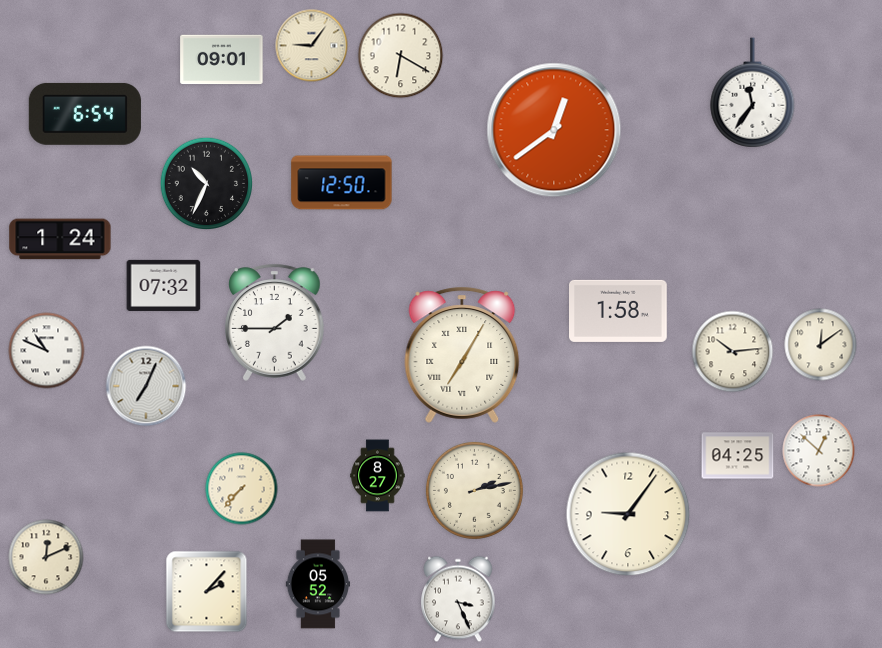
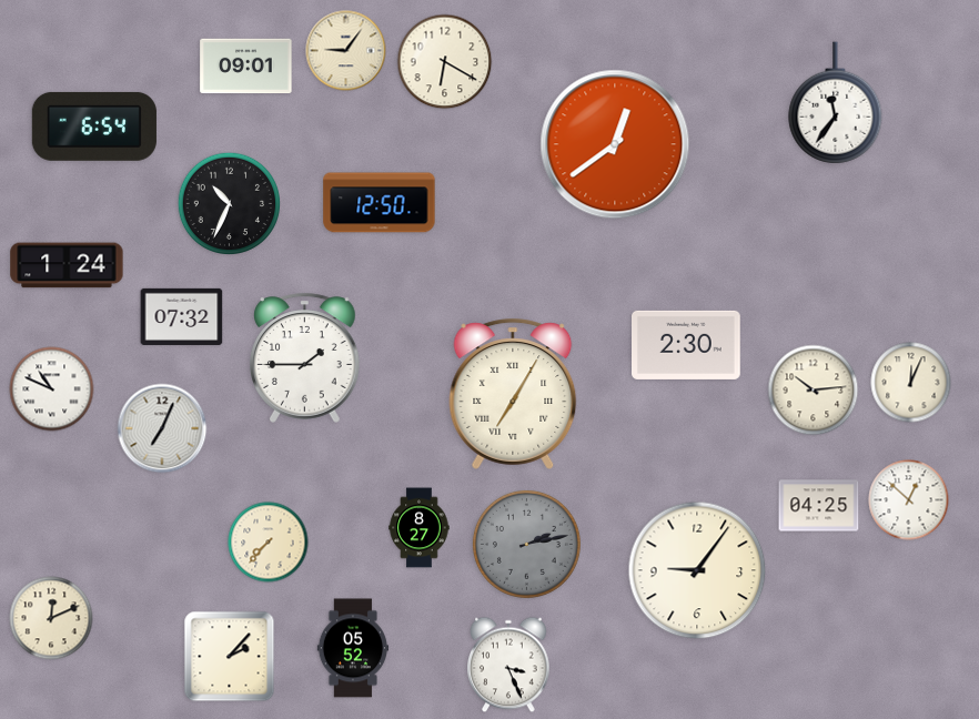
clock at (619, 311): 1:58 -> 2:30
clock at (821, 345): 12:09 -> 12:04
clock at (474, 490) dial: cream -> grey
